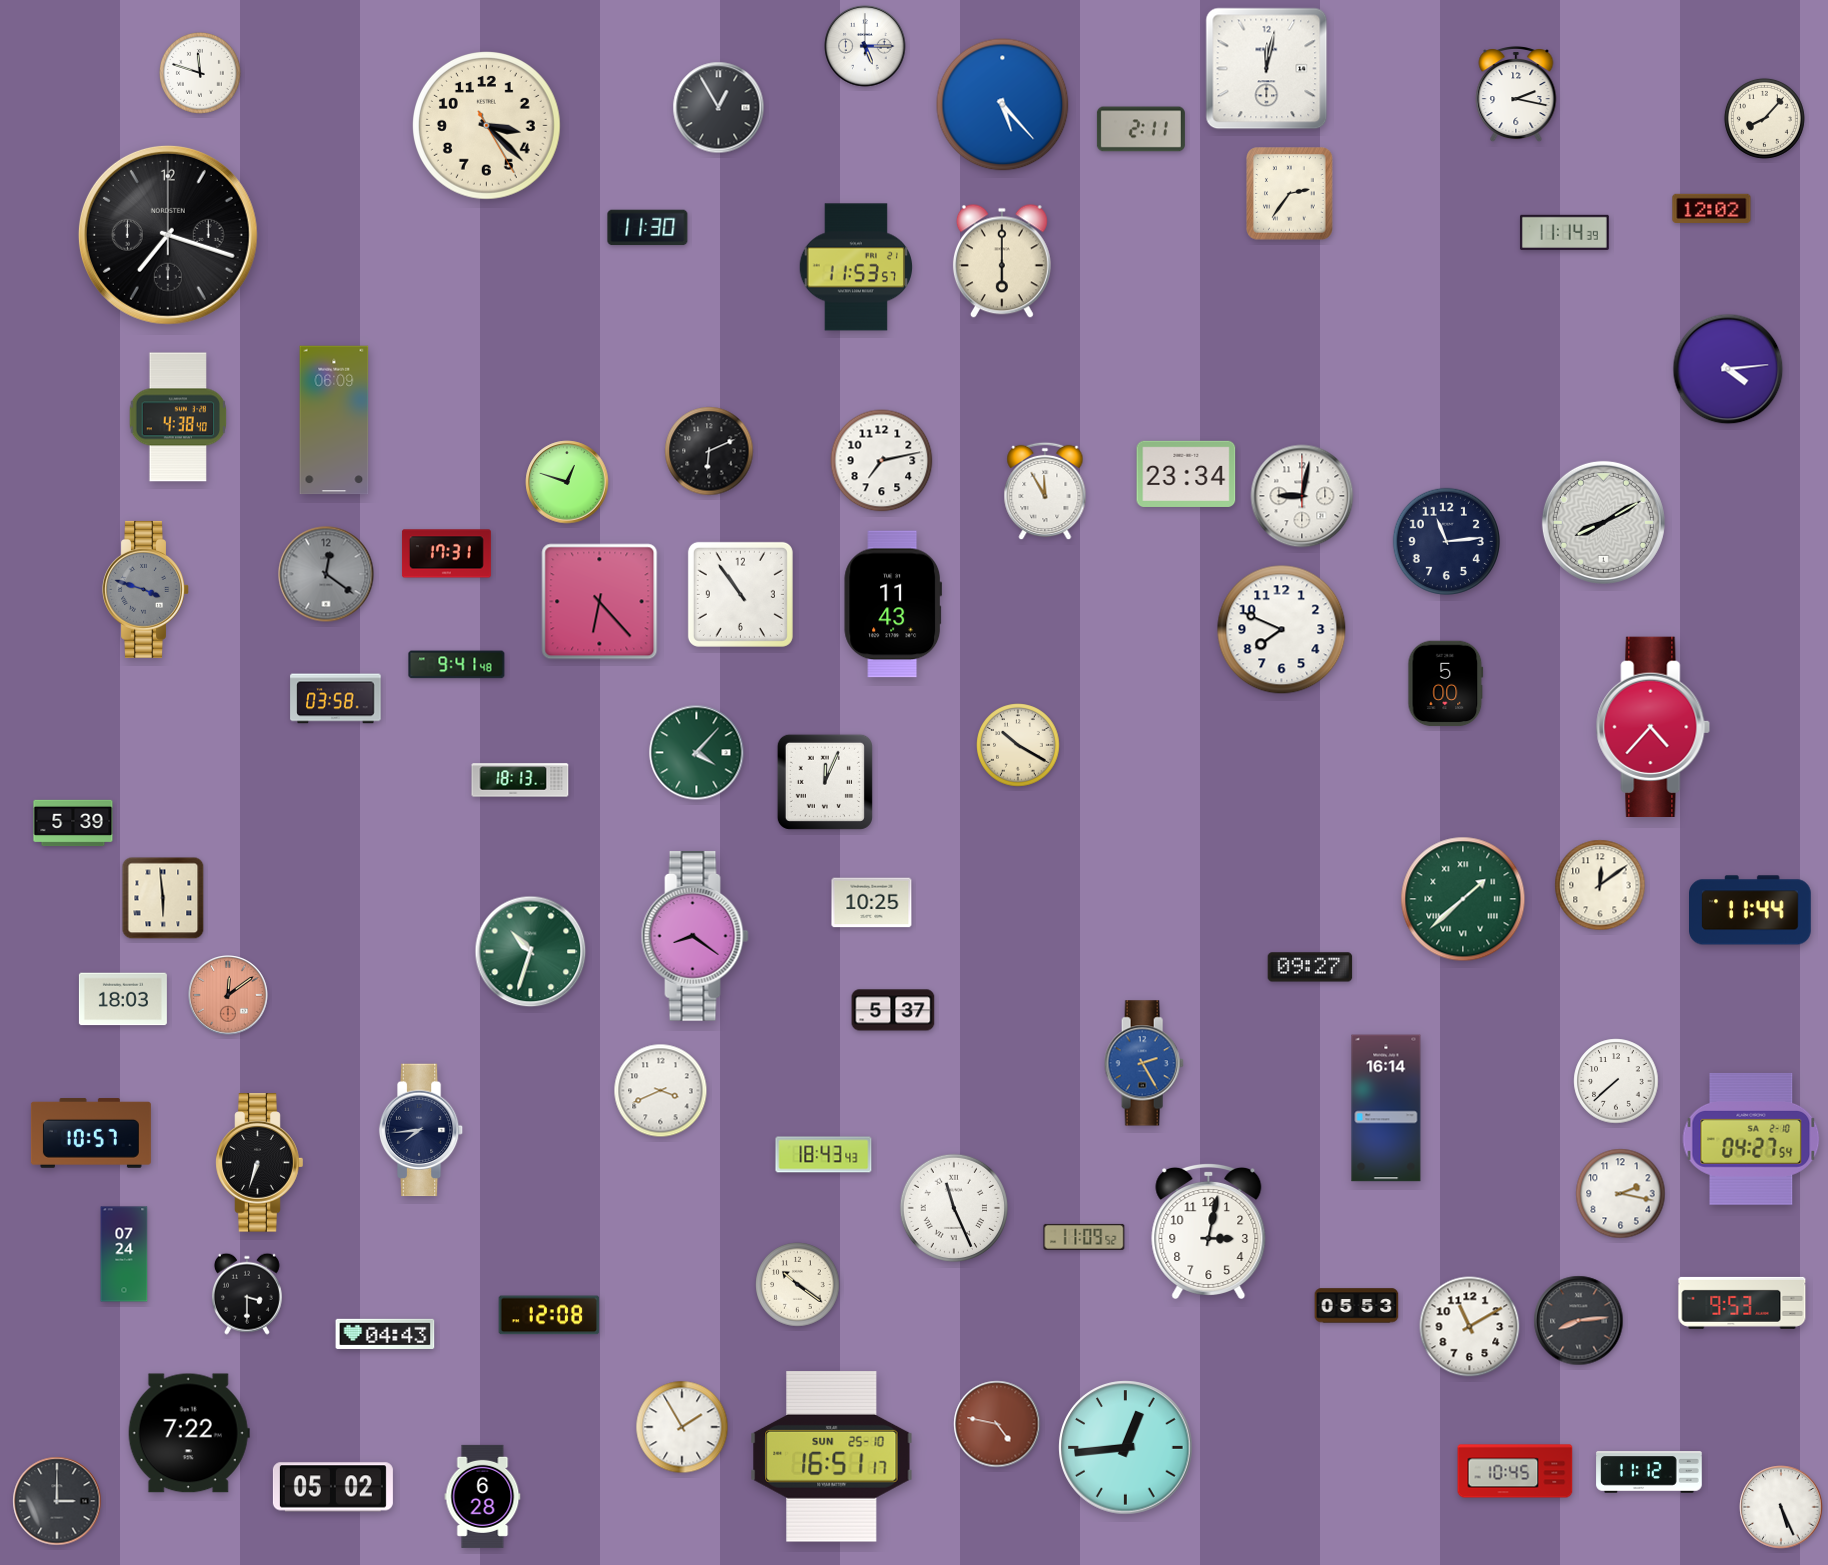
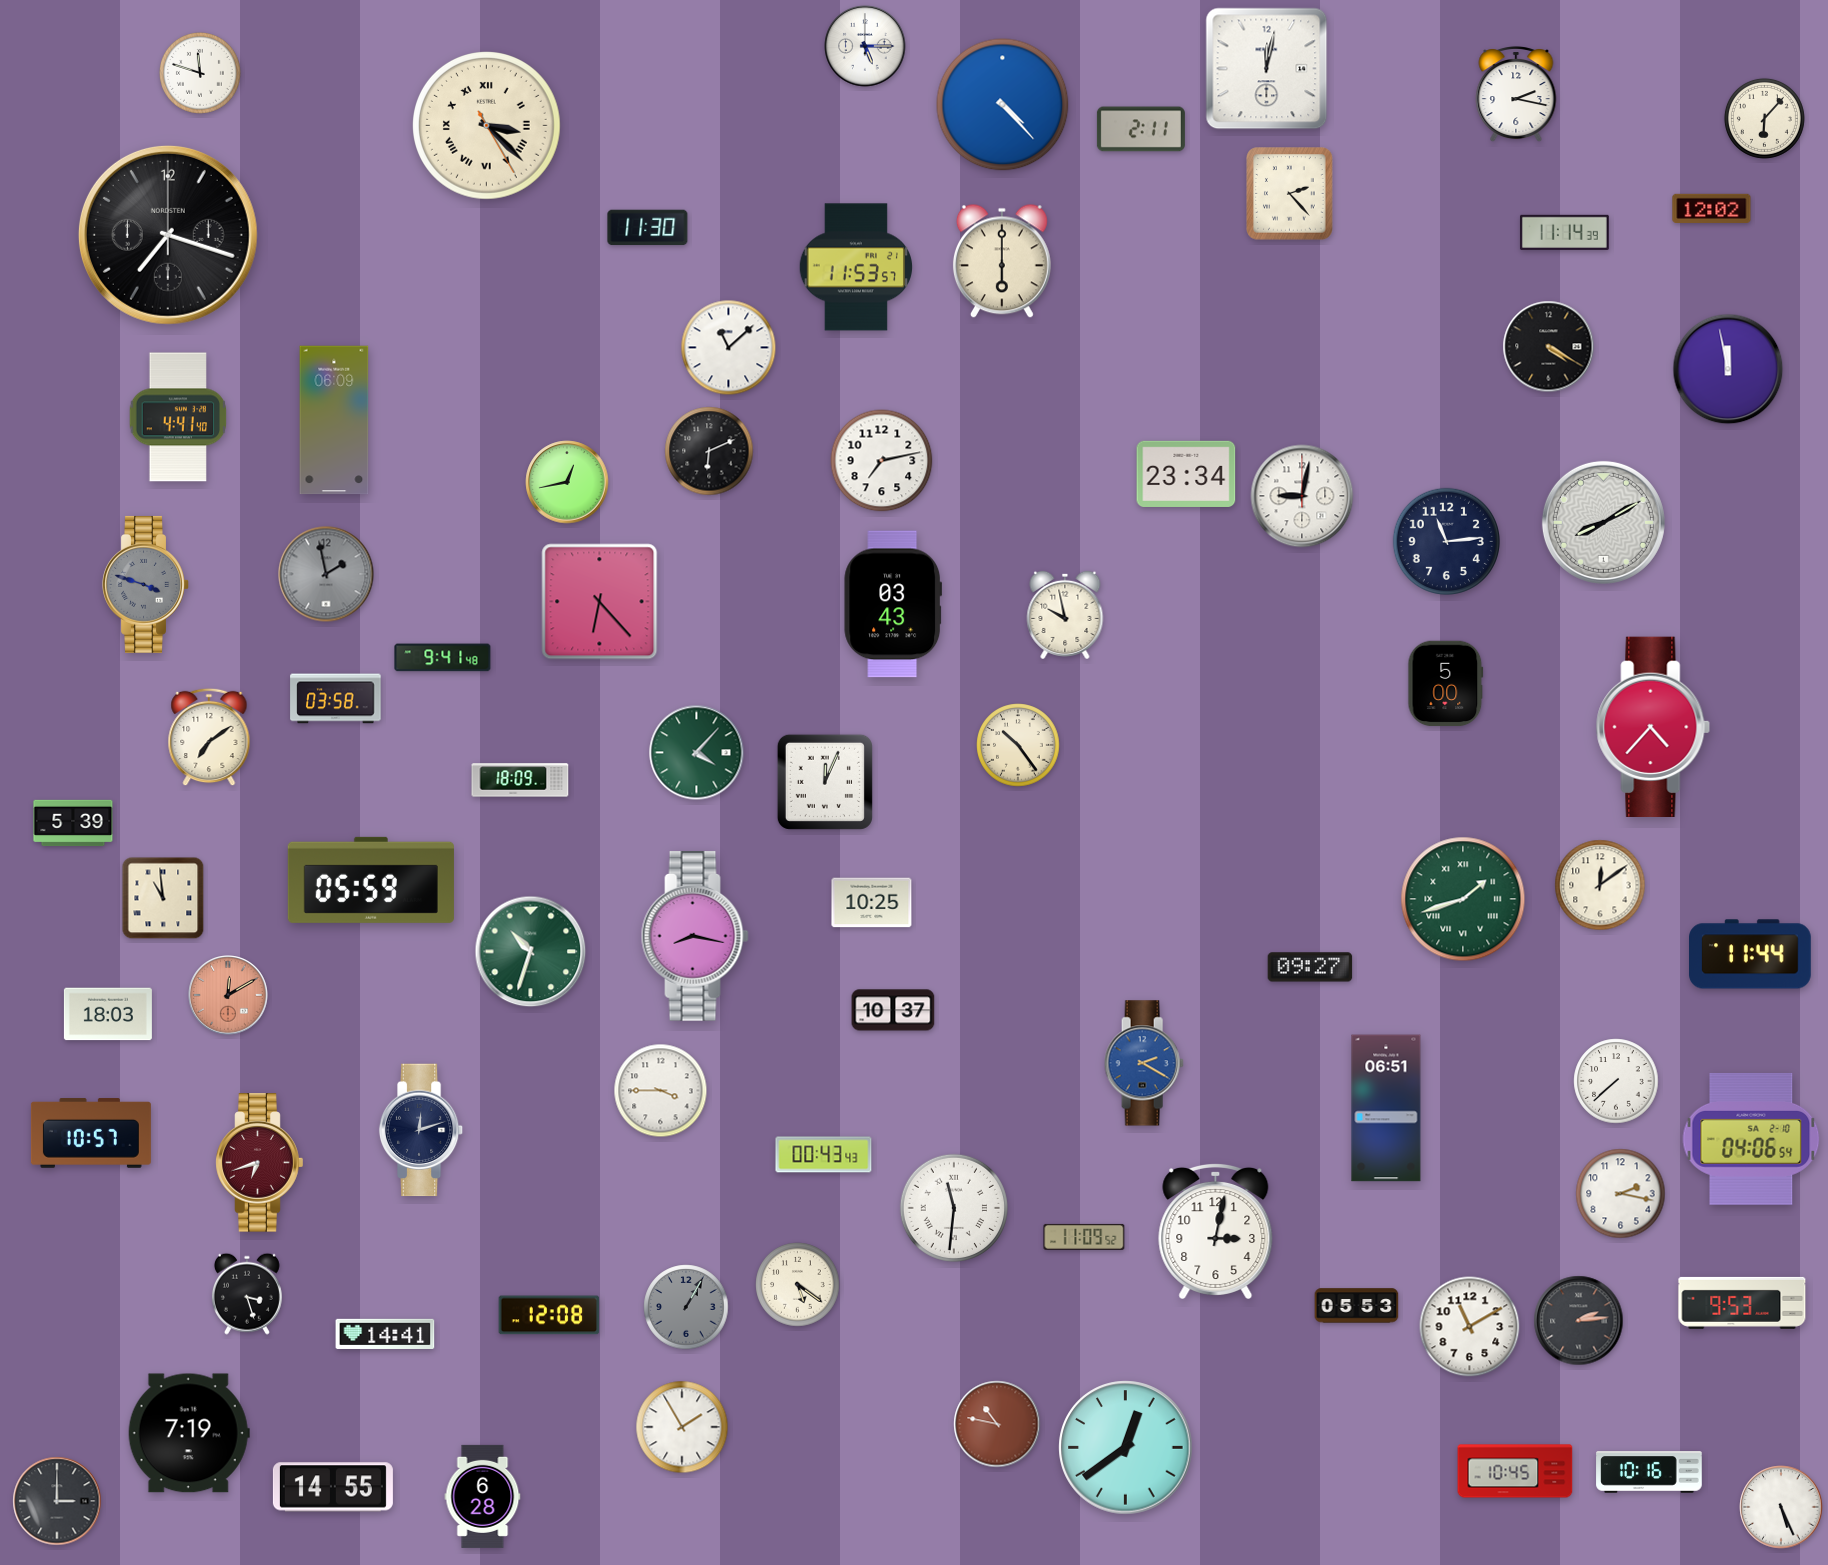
clock at (1003, 105): 5:23 -> 4:23
clock at (719, 108): 12:55 -> none
clock at (1764, 118): 8:07 -> 6:07
clock at (487, 126) numerals: Arabic -> Roman
clock at (1290, 194): 2:36 -> 2:23
clock at (1549, 347): none -> 4:20
clock at (729, 348): none -> 11:08
clock at (1728, 369): 4:14 -> 11:58
clock at (178, 417): 4:38 -> 4:41
clock at (567, 482): 12:48 -> 12:43
clock at (1045, 491): 11:55 -> none
clock at (447, 554): 17:31 -> none
clock at (326, 574): 12:21 -> 1:58
clock at (146, 589) position: (146, 589) -> (146, 584)
clock at (740, 594): 10:54 -> none
clock at (892, 604): 11:43 -> 03:43
clock at (1065, 615): none -> 9:58
clock at (1282, 630): 7:49 -> none
clock at (457, 665) position: (457, 665) -> (443, 658)
clock at (209, 737): none -> 7:09
clock at (1018, 745): 10:20 -> 10:24
clock at (520, 780): 18:13 -> 18:09
clock at (371, 880): none -> 05:59
clock at (163, 898): 5:59 -> 10:59
clock at (1463, 899): 1:38 -> 1:42
clock at (1751, 910) position: (1751, 910) -> (1751, 954)
clock at (695, 936): 8:21 -> 8:17
clock at (228, 995): 12:09 -> 12:10
clock at (123, 999) position: (123, 999) -> (108, 1014)
clock at (893, 1010): 5:37 -> 10:37
clock at (1144, 1063): 2:25 -> 2:20
clock at (661, 1091): 3:41 -> 3:45
clock at (1386, 1108): 16:14 -> 06:51
clock at (421, 1130): 7:44 -> 12:12
clock at (1751, 1139): 04:27 -> 04:06
clock at (824, 1155): 18:43 -> 00:43
clock at (260, 1163): 6:33 -> 6:42
clock at (260, 1163) dial: black -> burgundy
clock at (954, 1208): 11:26 -> 11:31
clock at (1209, 1231) position: (1209, 1231) -> (1216, 1231)
clock at (124, 1254): 07:24 -> none
clock at (798, 1285): 10:21 -> 5:21
clock at (247, 1294): 3:30 -> 3:27
clock at (686, 1307): none -> 1:05
clock at (1579, 1321): 8:14 -> 2:14
clock at (385, 1333): 04:43 -> 14:41
clock at (997, 1424): 4:47 -> 10:47
clock at (189, 1433): 7:22 -> 7:19
clock at (1126, 1448): 12:44 -> 12:39
clock at (832, 1457): 16:51 -> none
clock at (1649, 1472): 11:12 -> 10:16
clock at (333, 1487): 05:02 -> 14:55
